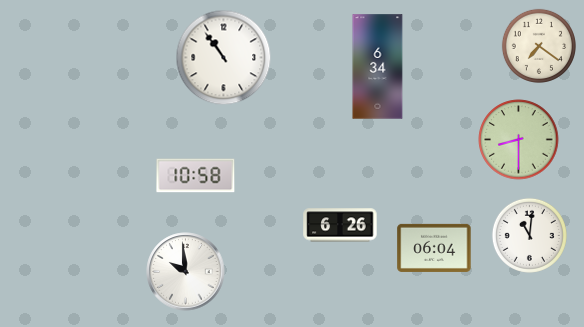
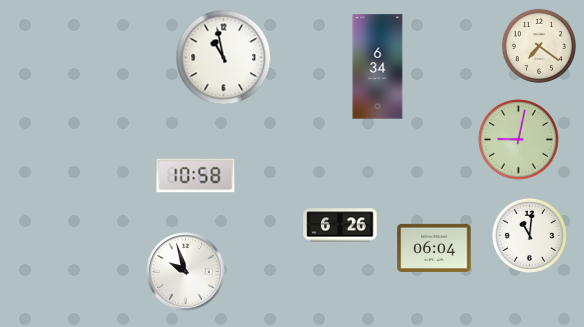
clock at (224, 58): 10:54 -> 10:58
clock at (519, 140): 8:30 -> 9:02
clock at (186, 272): 9:59 -> 9:57
